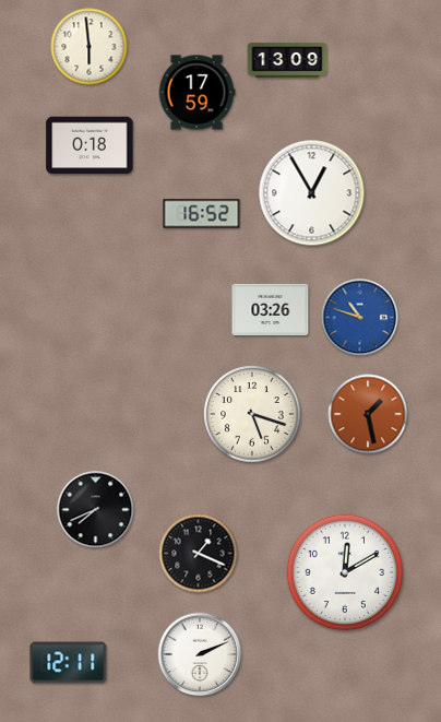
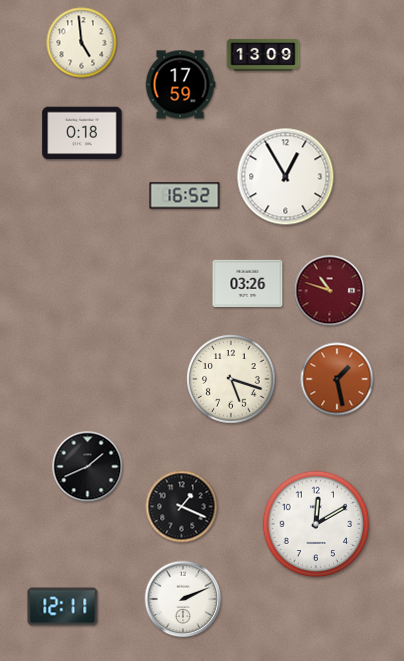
clock at (90, 47): 5:59 -> 4:59
clock at (360, 318) dial: blue -> burgundy
clock at (96, 510): 7:41 -> 1:41
